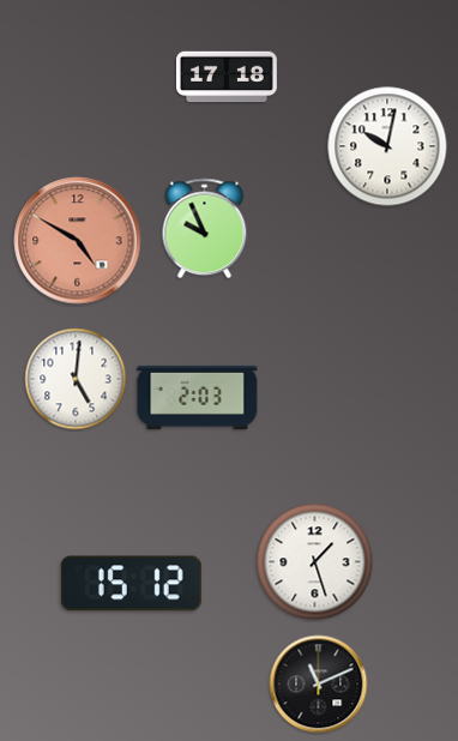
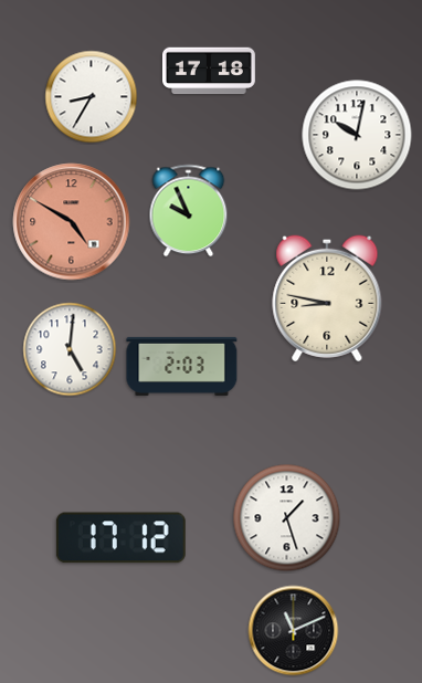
clock at (92, 97): none -> 8:35
clock at (327, 298): none -> 8:47
clock at (315, 562) position: (315, 562) -> (287, 518)
clock at (131, 584): 15:12 -> 17:12
